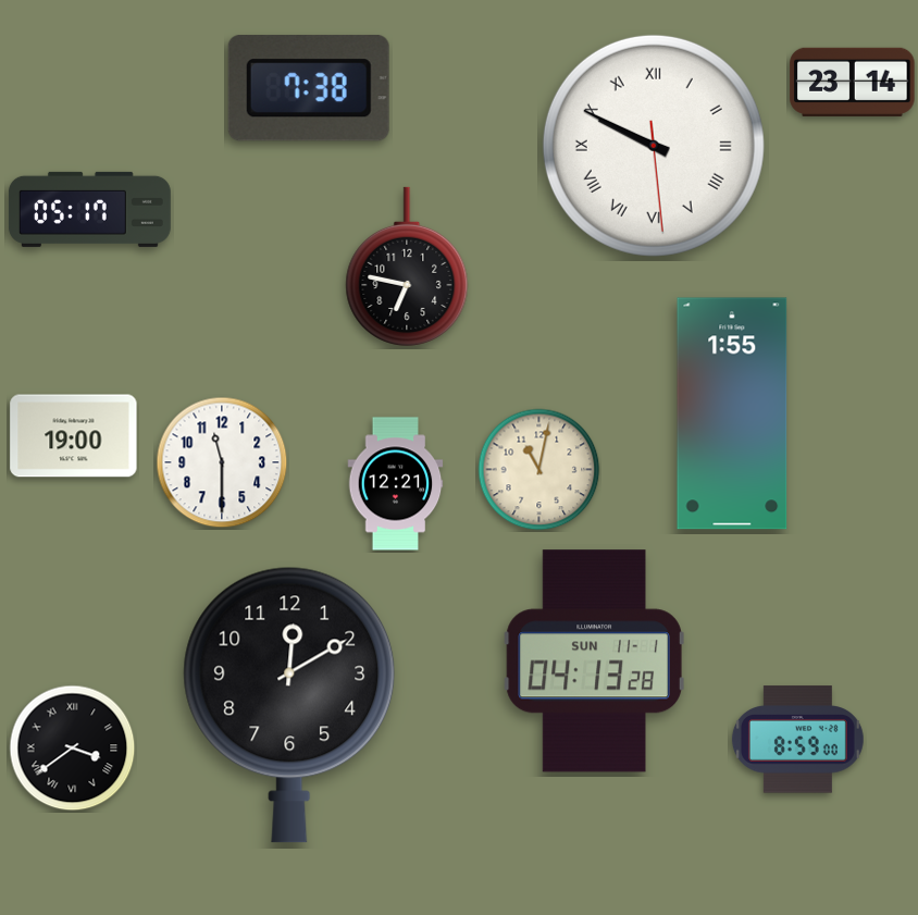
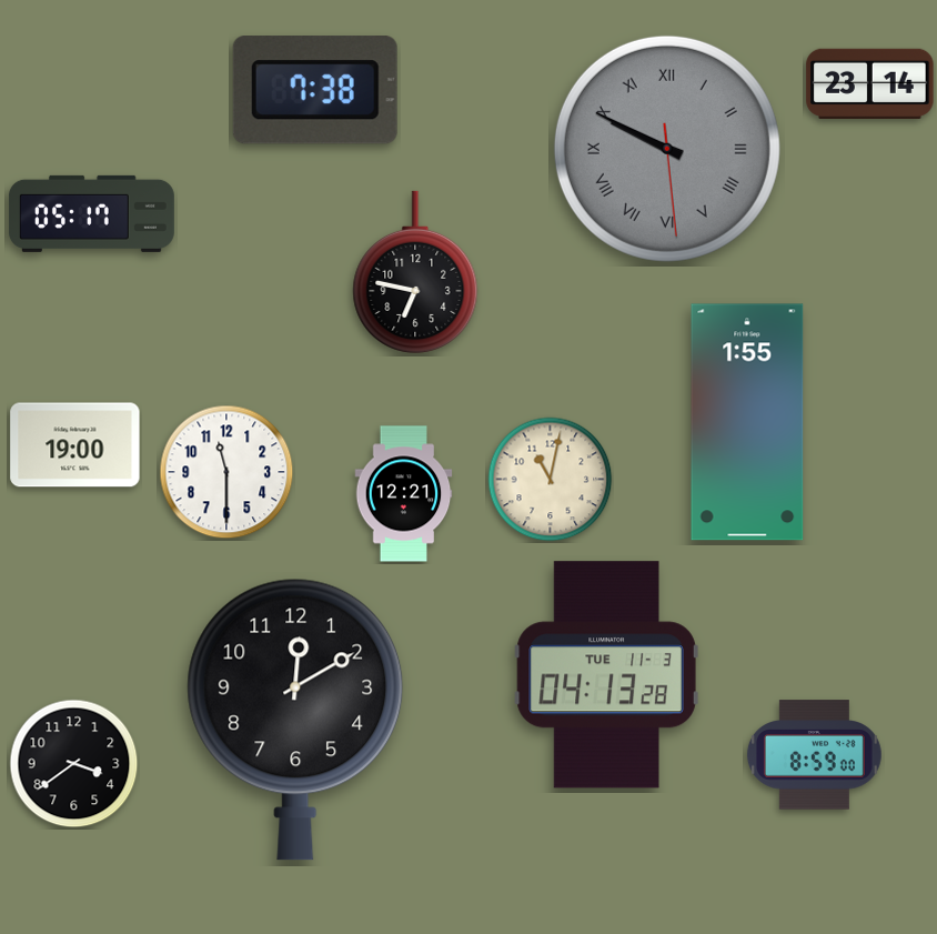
clock at (654, 146) dial: white -> grey
clock at (594, 661) date: SUN 11-1 -> TUE 11-3
clock at (73, 749) numerals: Roman -> Arabic
